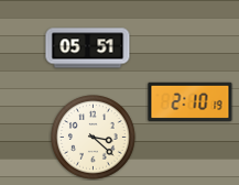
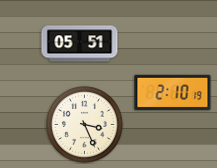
clock at (94, 138): 3:22 -> 3:26
